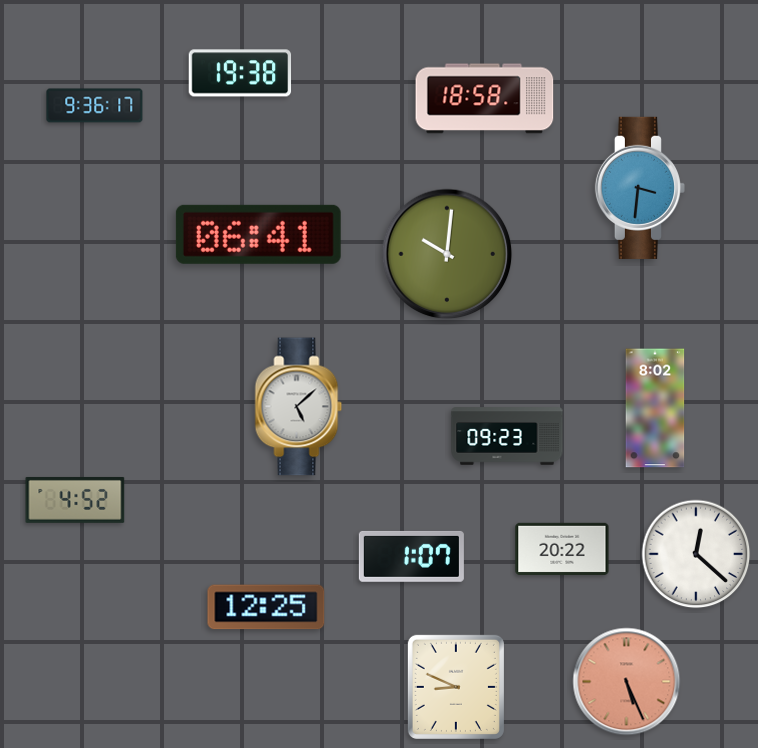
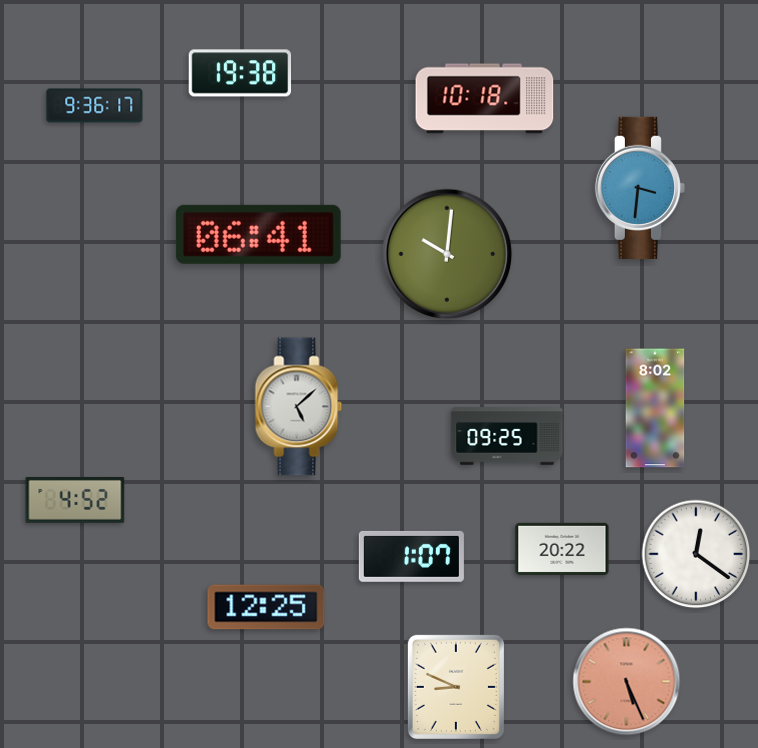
clock at (485, 99): 18:58 -> 10:18
clock at (507, 436): 09:23 -> 09:25
clock at (696, 554): 12:22 -> 12:21
